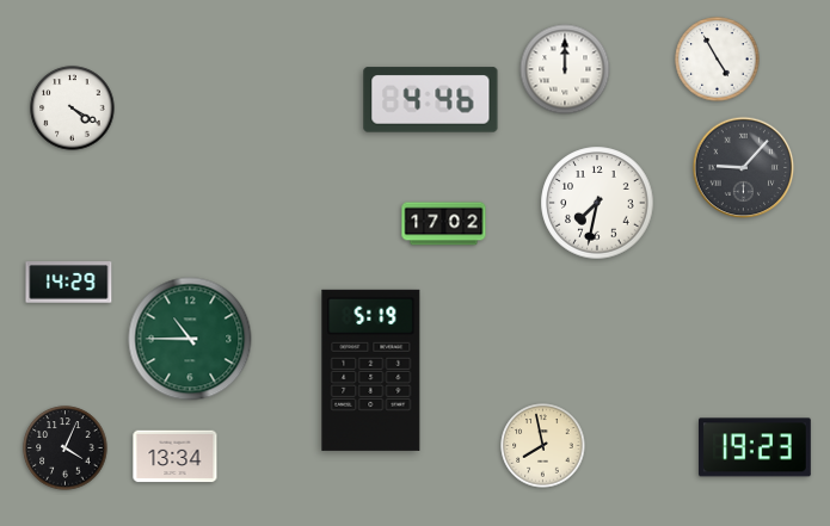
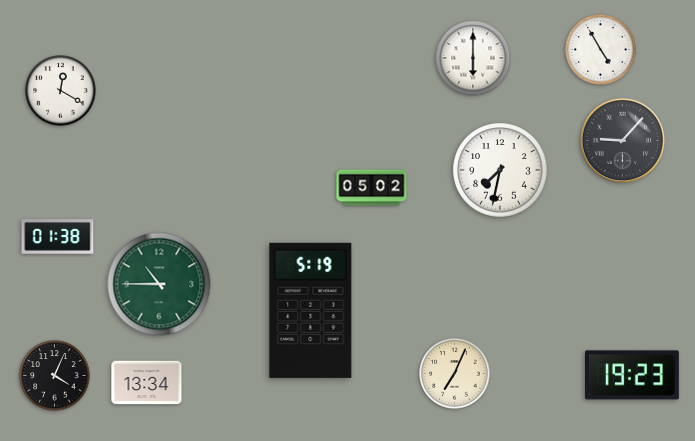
clock at (565, 69): 12:00 -> 6:00
clock at (431, 100): 4:46 -> none
clock at (73, 109): 4:20 -> 12:20
clock at (444, 224): 17:02 -> 05:02
clock at (69, 283): 14:29 -> 01:38
clock at (543, 446): 7:58 -> 7:04
